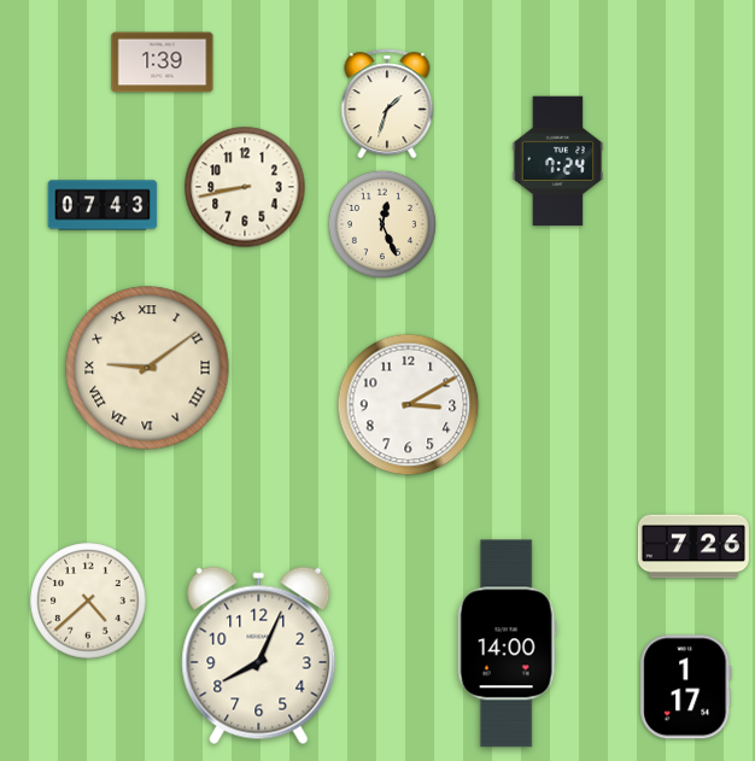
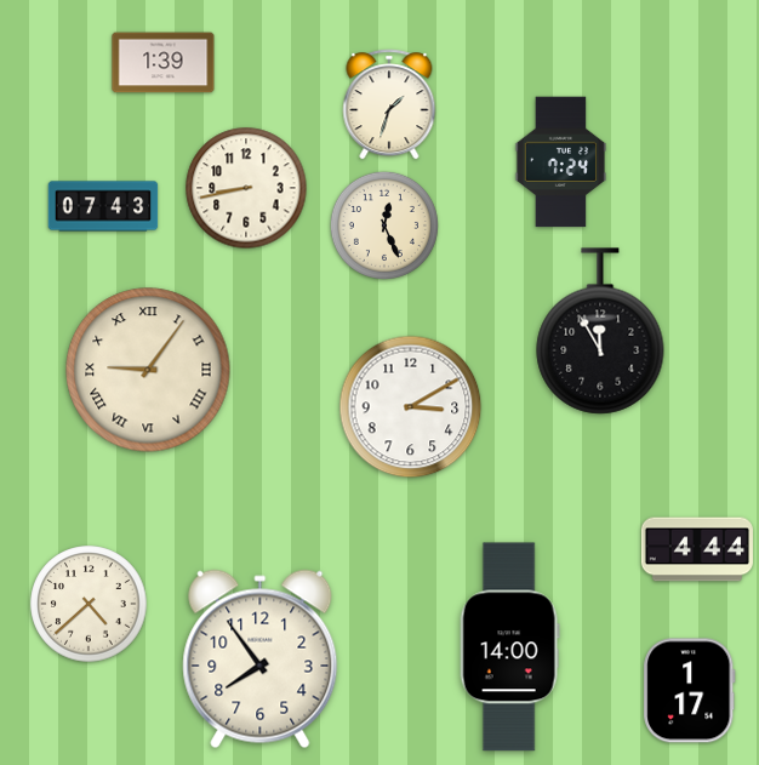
clock at (600, 331): none -> 11:55
clock at (147, 368): 9:09 -> 9:06
clock at (693, 546): 7:26 -> 4:44
clock at (259, 656): 8:04 -> 7:54
